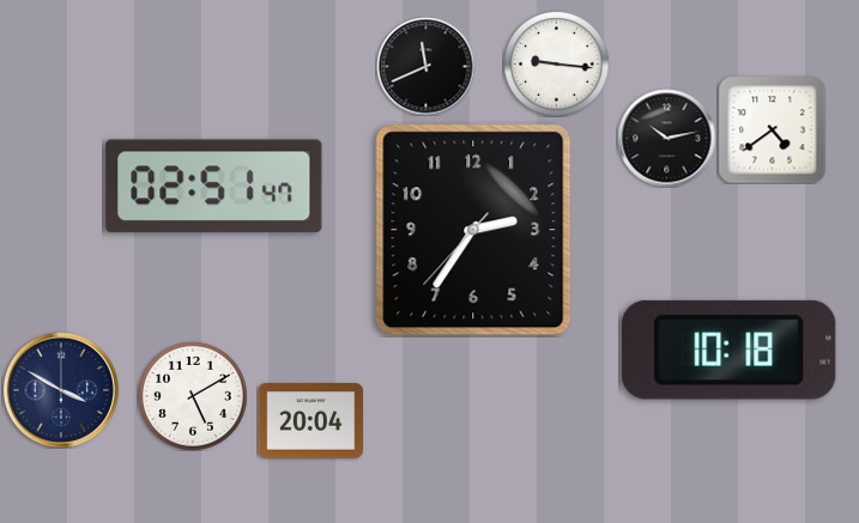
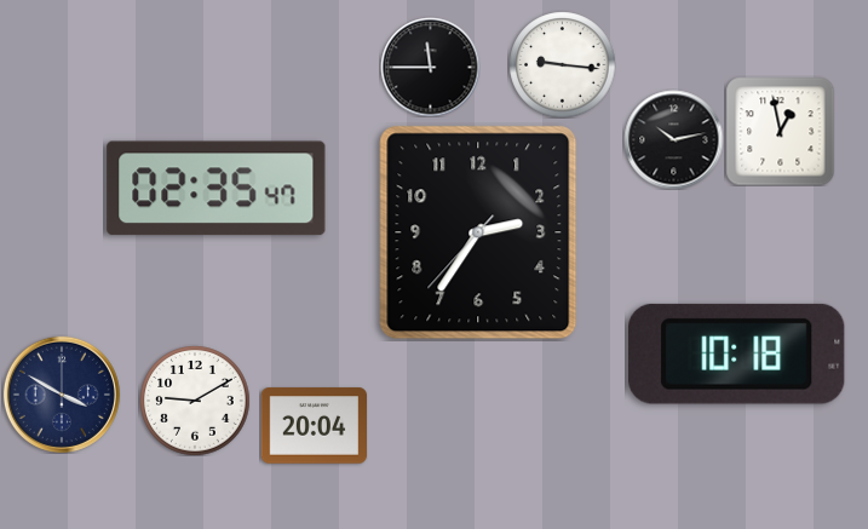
clock at (425, 66): 11:41 -> 11:45
clock at (772, 129): 4:39 -> 12:58
clock at (214, 187): 02:51 -> 02:35
clock at (193, 396): 5:10 -> 9:10
